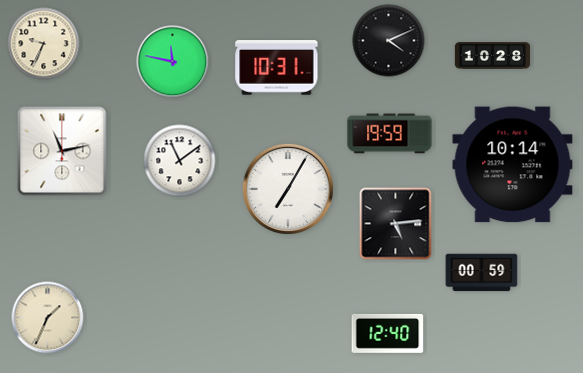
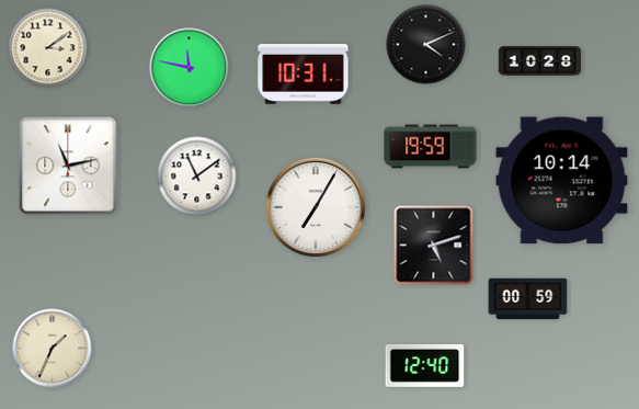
clock at (44, 44): 9:34 -> 3:09
clock at (390, 134) position: (390, 134) -> (431, 147)
clock at (396, 224): 5:14 -> 5:12
